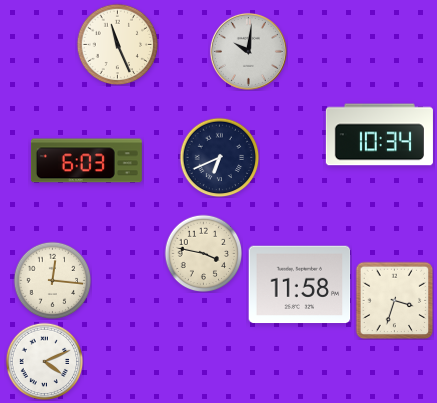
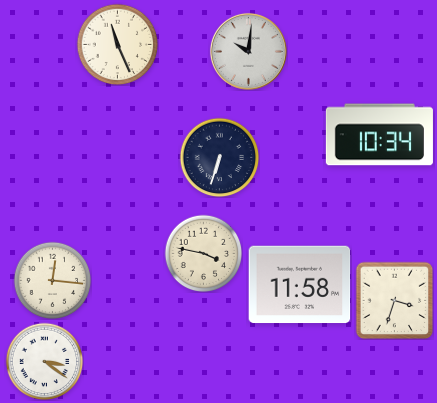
clock at (219, 157): 6:41 -> 6:33
clock at (86, 161): 6:03 -> none
clock at (44, 361): 4:11 -> 3:21
